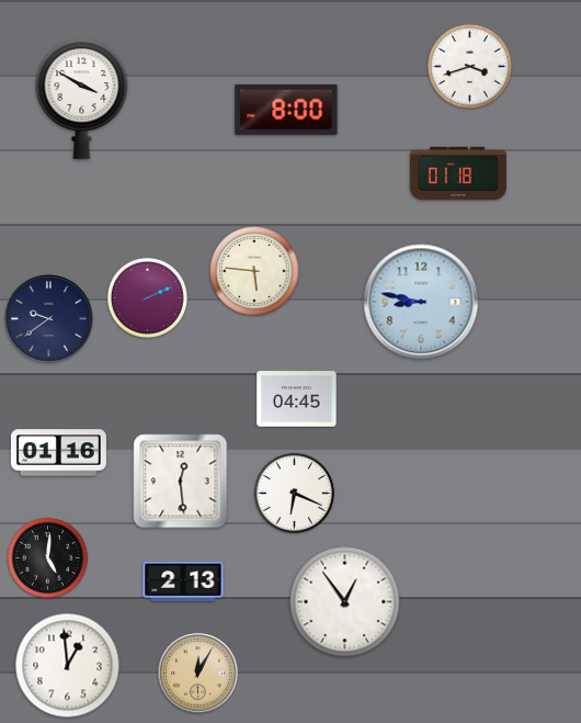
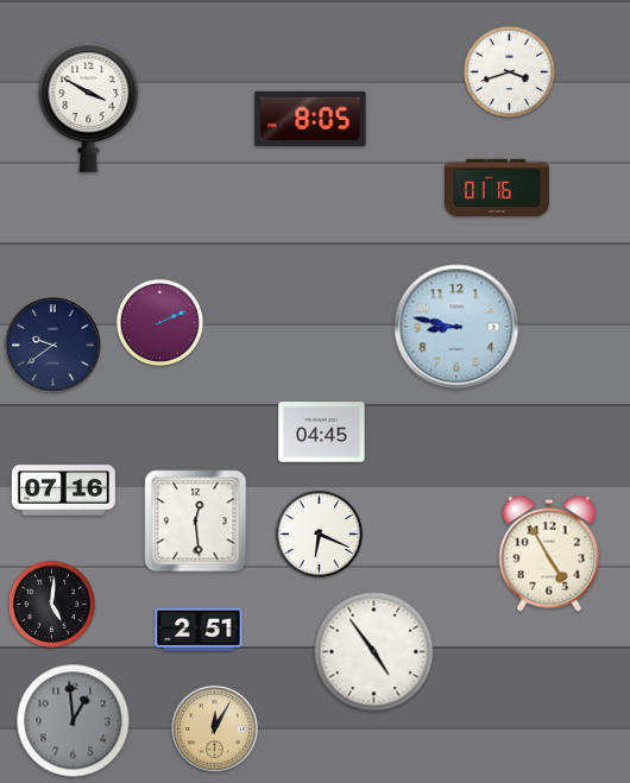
clock at (286, 110): 8:00 -> 8:05
clock at (458, 173): 01:18 -> 01:16
clock at (254, 271): 5:46 -> none
clock at (58, 453): 01:16 -> 07:16
clock at (549, 554): none -> 4:55
clock at (183, 580): 2:13 -> 2:51
clock at (345, 602): 12:54 -> 4:54
clock at (68, 666) dial: white -> grey
